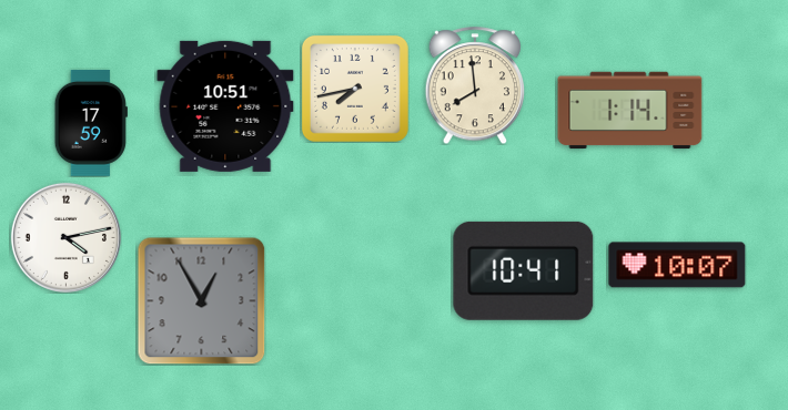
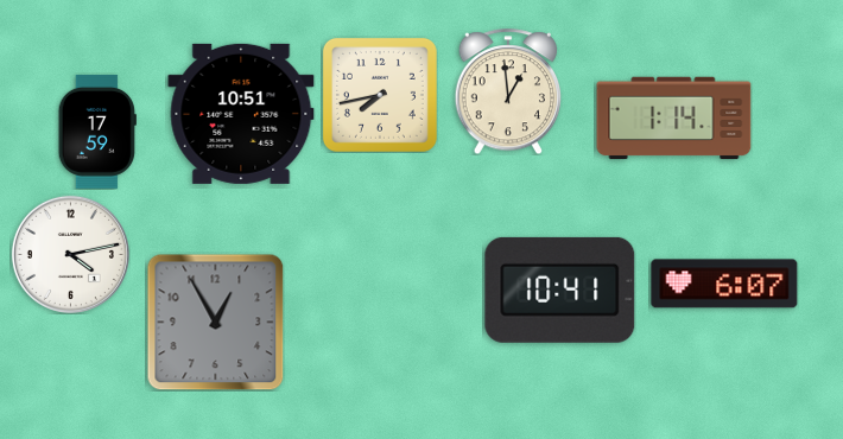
clock at (474, 85): 7:59 -> 12:59
clock at (677, 265): 10:07 -> 6:07
